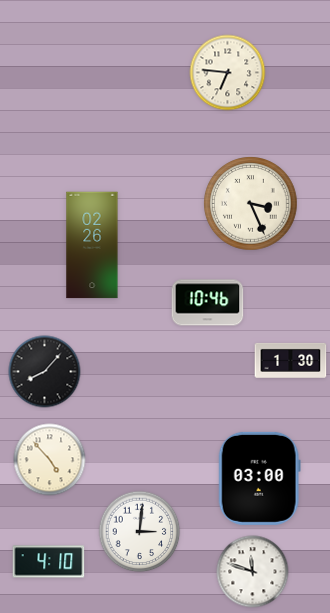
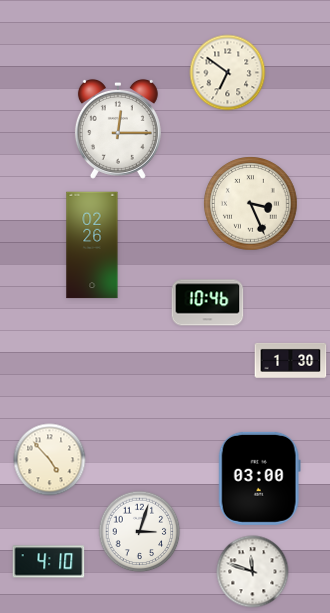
clock at (228, 73): 6:46 -> 6:51
clock at (118, 129): none -> 12:15
clock at (45, 372): 8:07 -> none
clock at (140, 532): 3:01 -> 3:03
